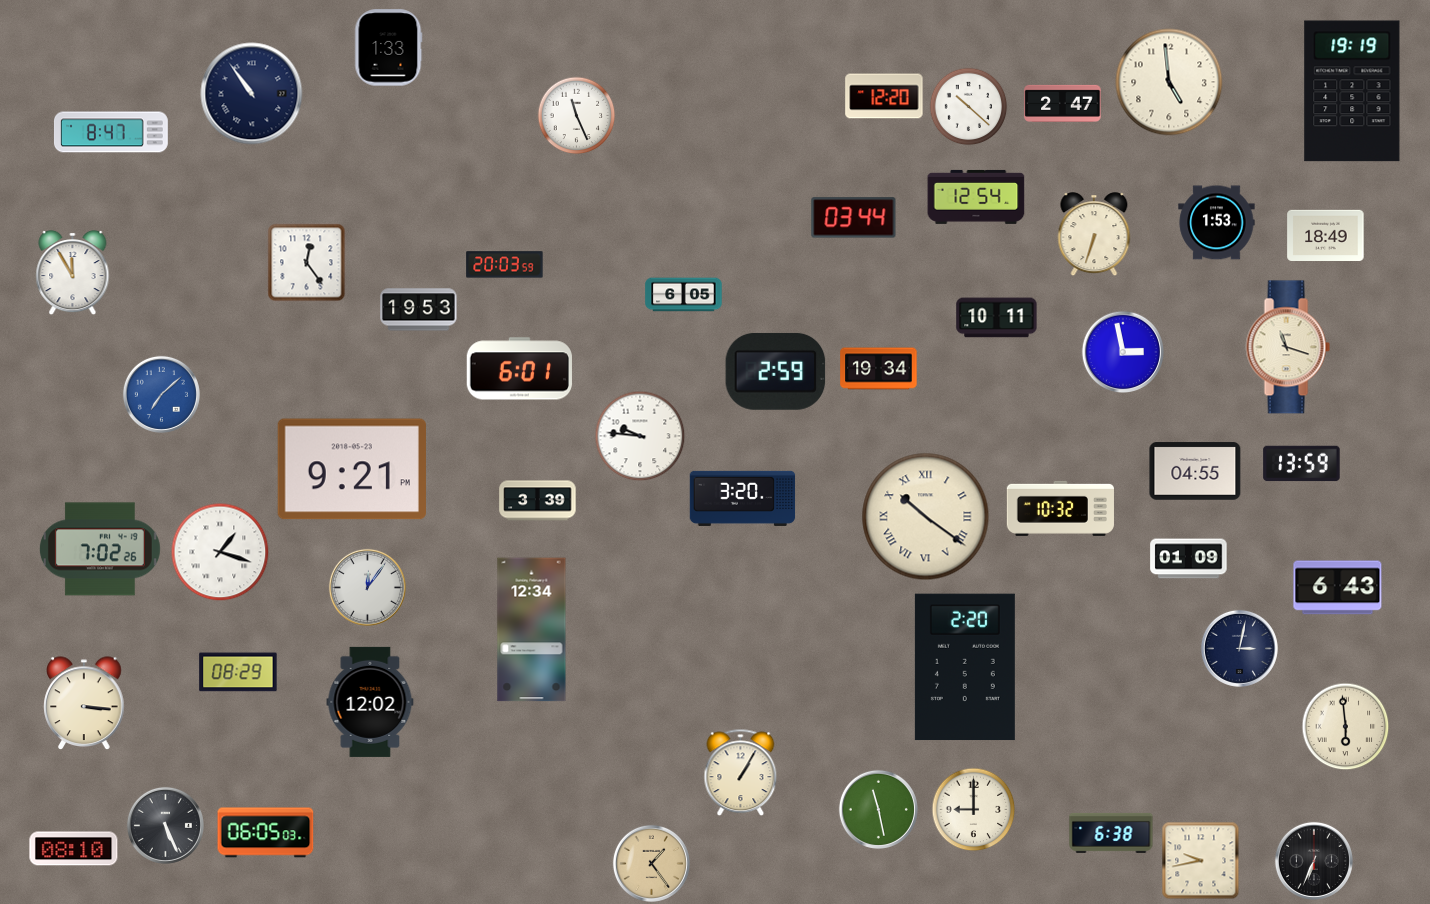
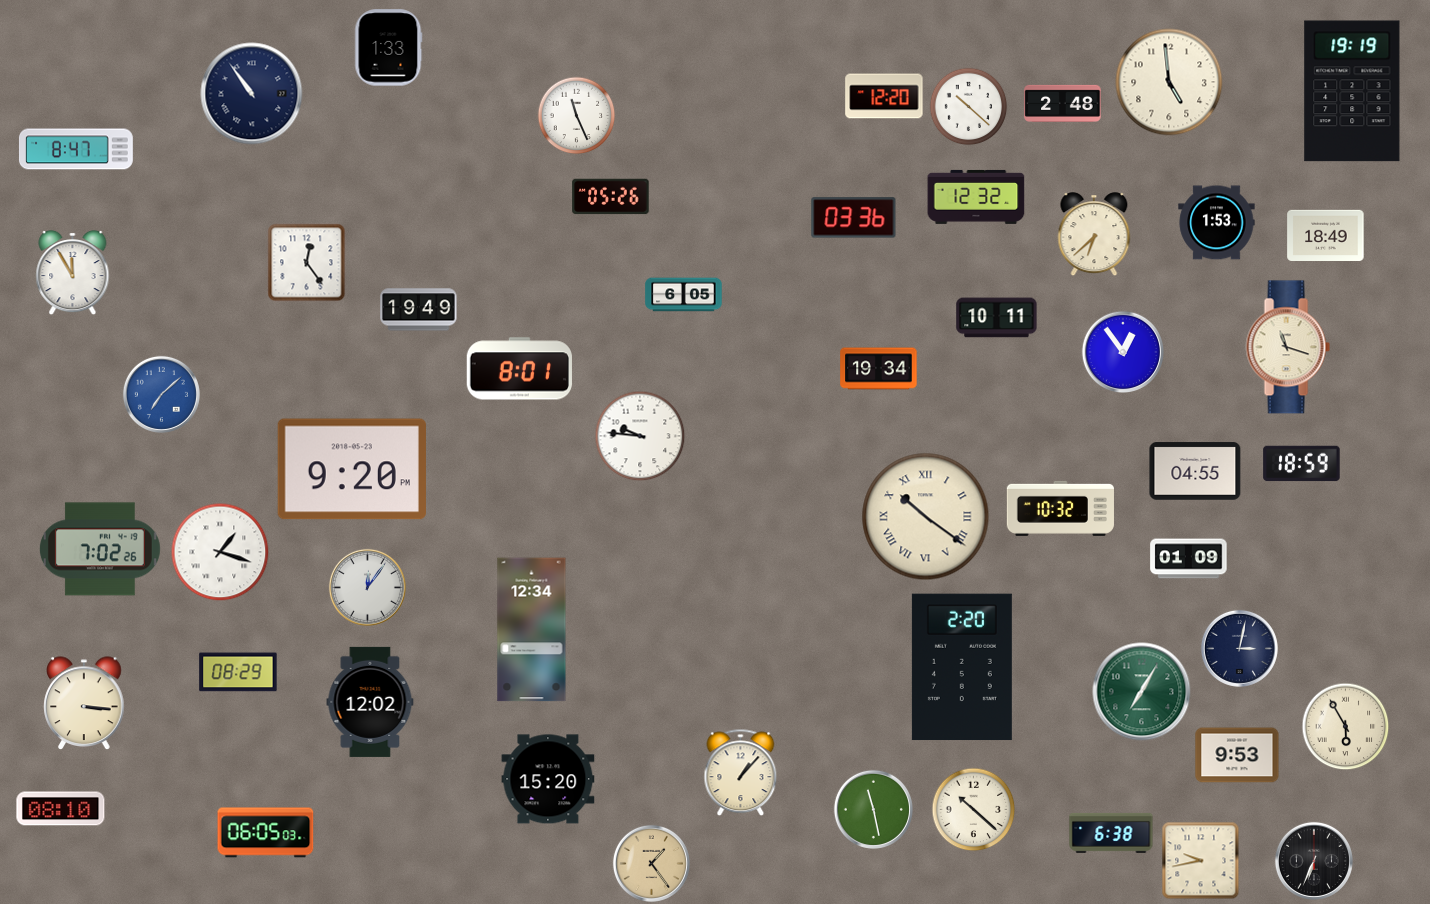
clock at (1063, 103): 2:47 -> 2:48
clock at (111, 132) position: (111, 132) -> (76, 149)
clock at (611, 197): none -> 05:26
clock at (976, 197): 12:54 -> 12:32
clock at (854, 218): 03:44 -> 03:36
clock at (1094, 234): 6:33 -> 6:38
clock at (505, 265): 20:03 -> none
clock at (419, 310): 19:53 -> 19:49
clock at (1122, 351): 2:58 -> 12:54
clock at (519, 369): 6:01 -> 8:01
clock at (776, 371): 2:59 -> none
clock at (1302, 464): 13:59 -> 18:59
clock at (352, 469): 9:21 -> 9:20
clock at (743, 498): 3:20 -> none
clock at (538, 501): 3:39 -> none
clock at (1338, 588): 6:43 -> none
clock at (965, 667) position: (965, 667) -> (962, 667)
clock at (1142, 692): none -> 7:05
clock at (1345, 726): 5:59 -> 5:55
clock at (1237, 755): none -> 9:53
clock at (741, 772): 1:05 -> 1:07
clock at (548, 779): none -> 15:20
clock at (878, 809) position: (878, 809) -> (873, 809)
clock at (973, 809): 9:00 -> 10:22
clock at (165, 825): 5:26 -> none
clock at (74, 849) position: (74, 849) -> (61, 809)
